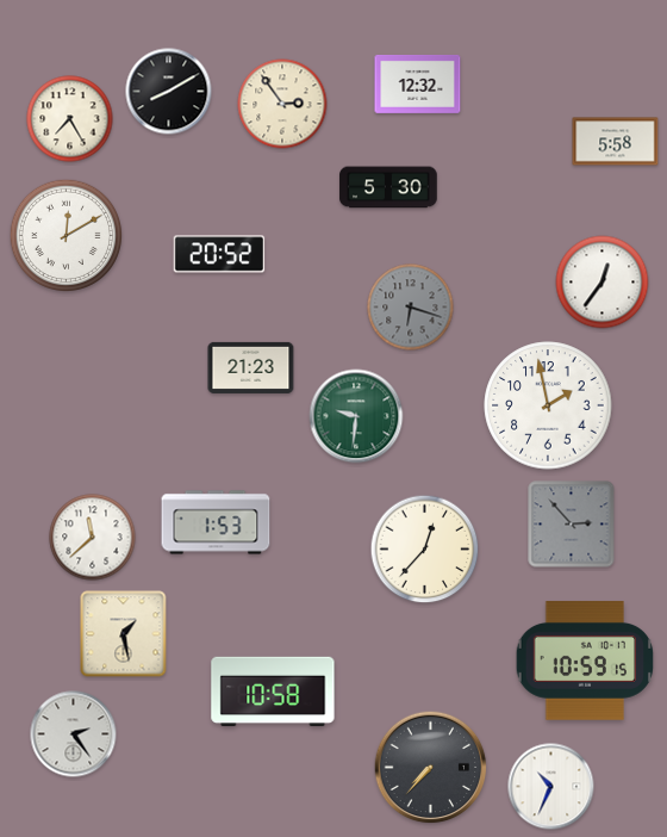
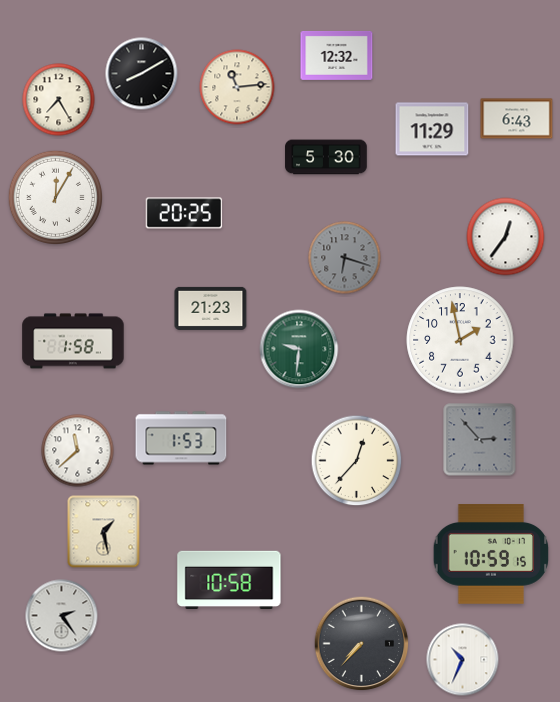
clock at (418, 83) position: (418, 83) -> (337, 55)
clock at (169, 92) position: (169, 92) -> (142, 74)
clock at (282, 104): 2:54 -> 11:14
clock at (616, 142): 5:58 -> 6:43
clock at (432, 129): none -> 11:29
clock at (67, 236): 12:10 -> 12:05
clock at (219, 254): 20:52 -> 20:25
clock at (73, 341): none -> 1:58
